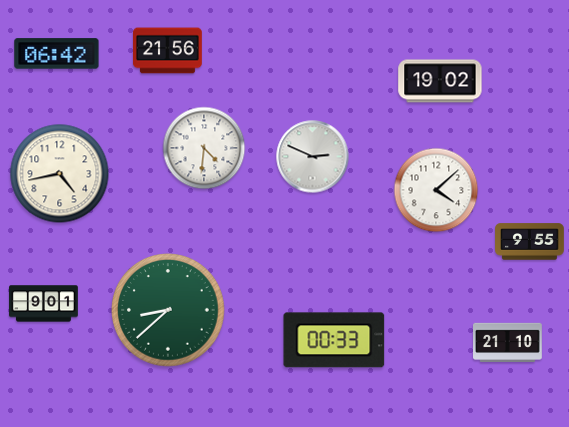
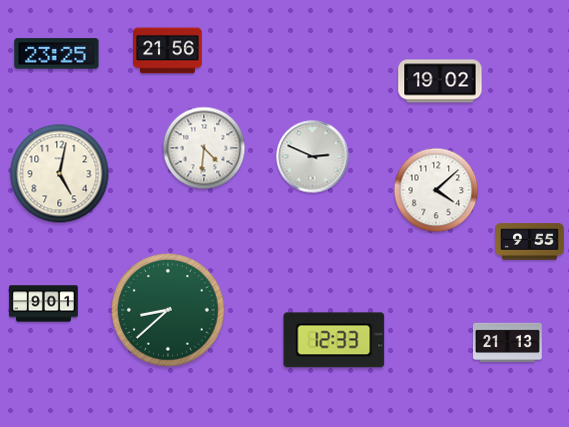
clock at (57, 54): 06:42 -> 23:25
clock at (60, 174): 4:43 -> 5:02
clock at (334, 340): 00:33 -> 12:33
clock at (508, 342): 21:10 -> 21:13
